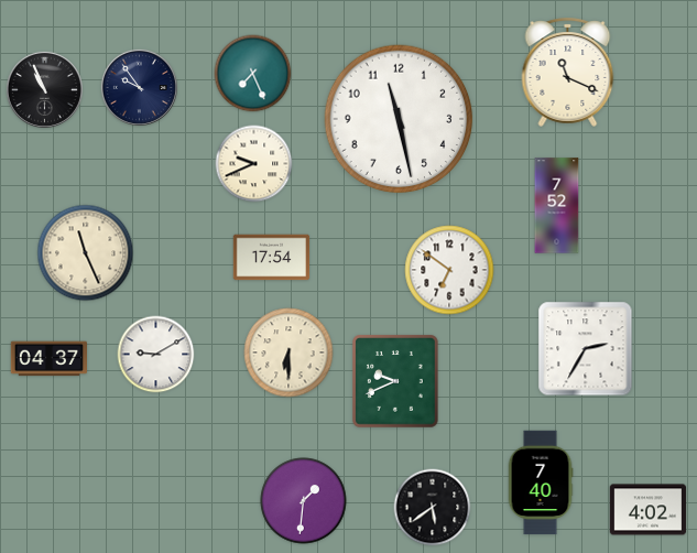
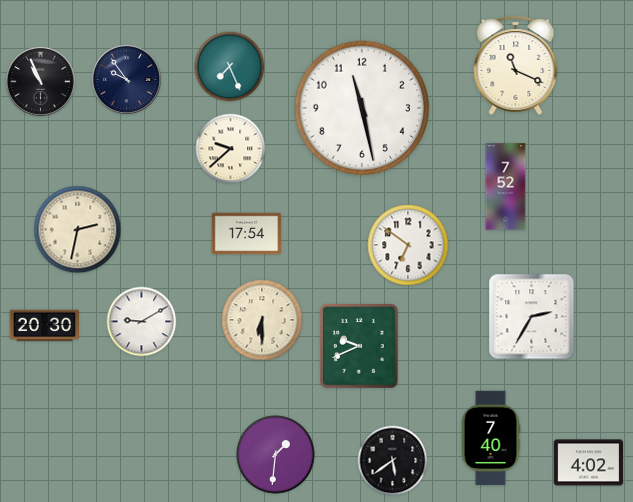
clock at (254, 164): 9:41 -> 9:38
clock at (86, 253): 11:26 -> 2:32
clock at (48, 359): 04:37 -> 20:30
